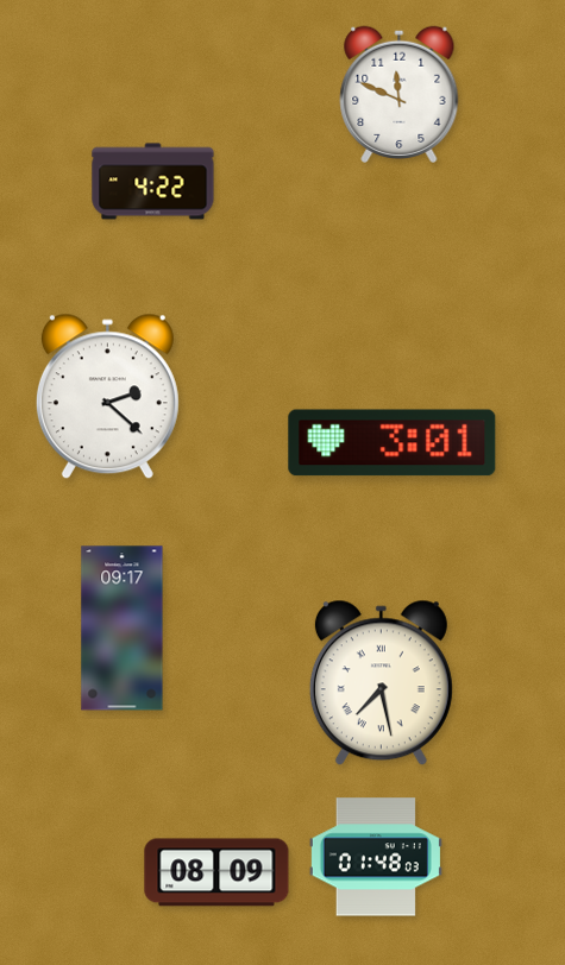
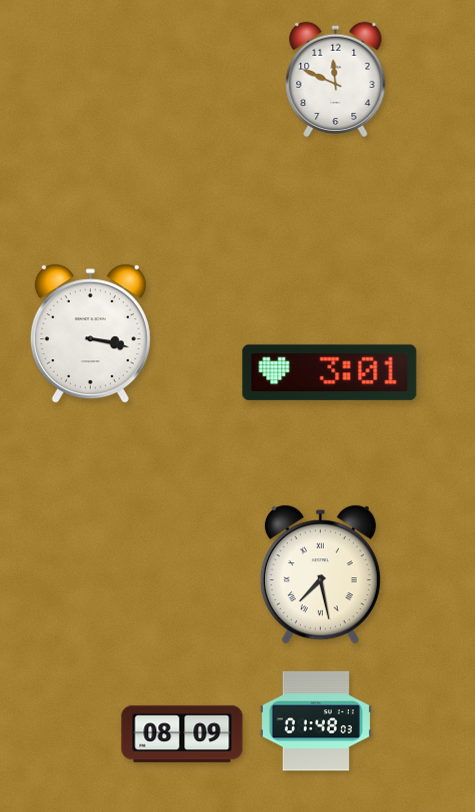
clock at (153, 182): 4:22 -> none
clock at (107, 397): 2:22 -> 3:17
clock at (123, 629): 09:17 -> none
